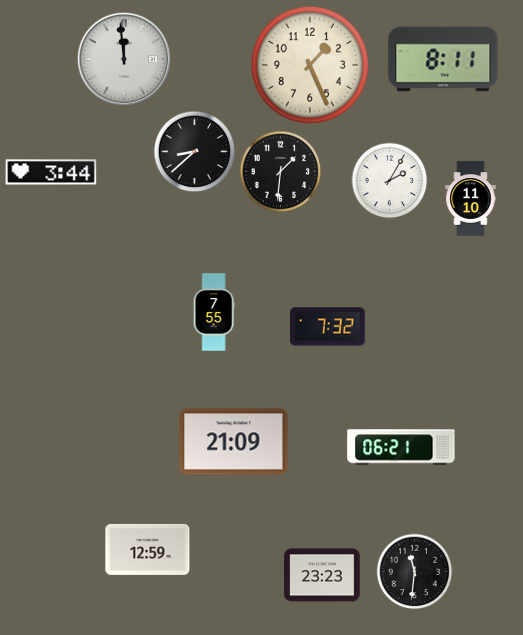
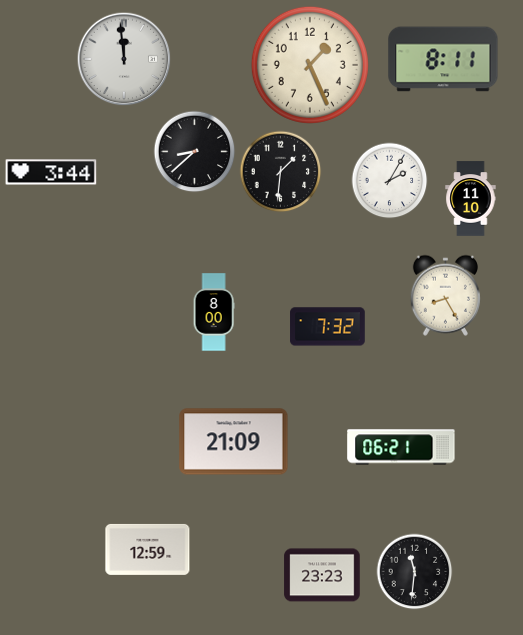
clock at (445, 295): none -> 8:25
clock at (214, 312): 7:55 -> 8:00
